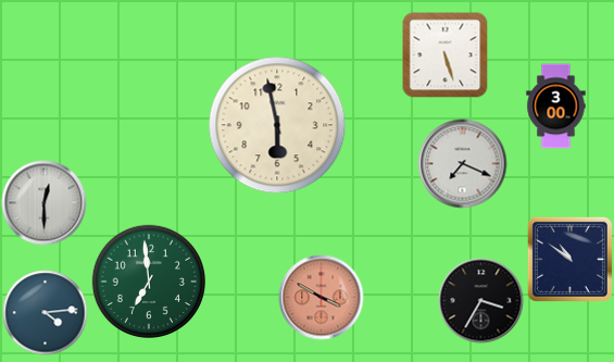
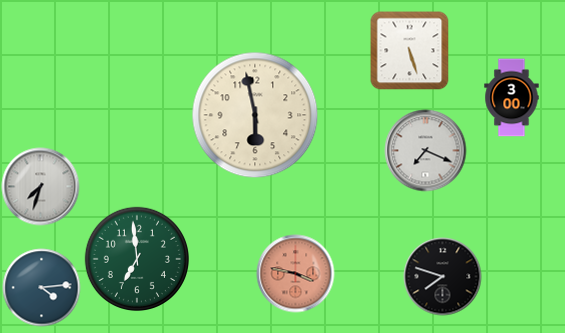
clock at (43, 202): 12:30 -> 7:33
clock at (569, 259): 10:51 -> none
clock at (321, 297): 3:50 -> 3:47
clock at (480, 300): 3:35 -> 7:48
